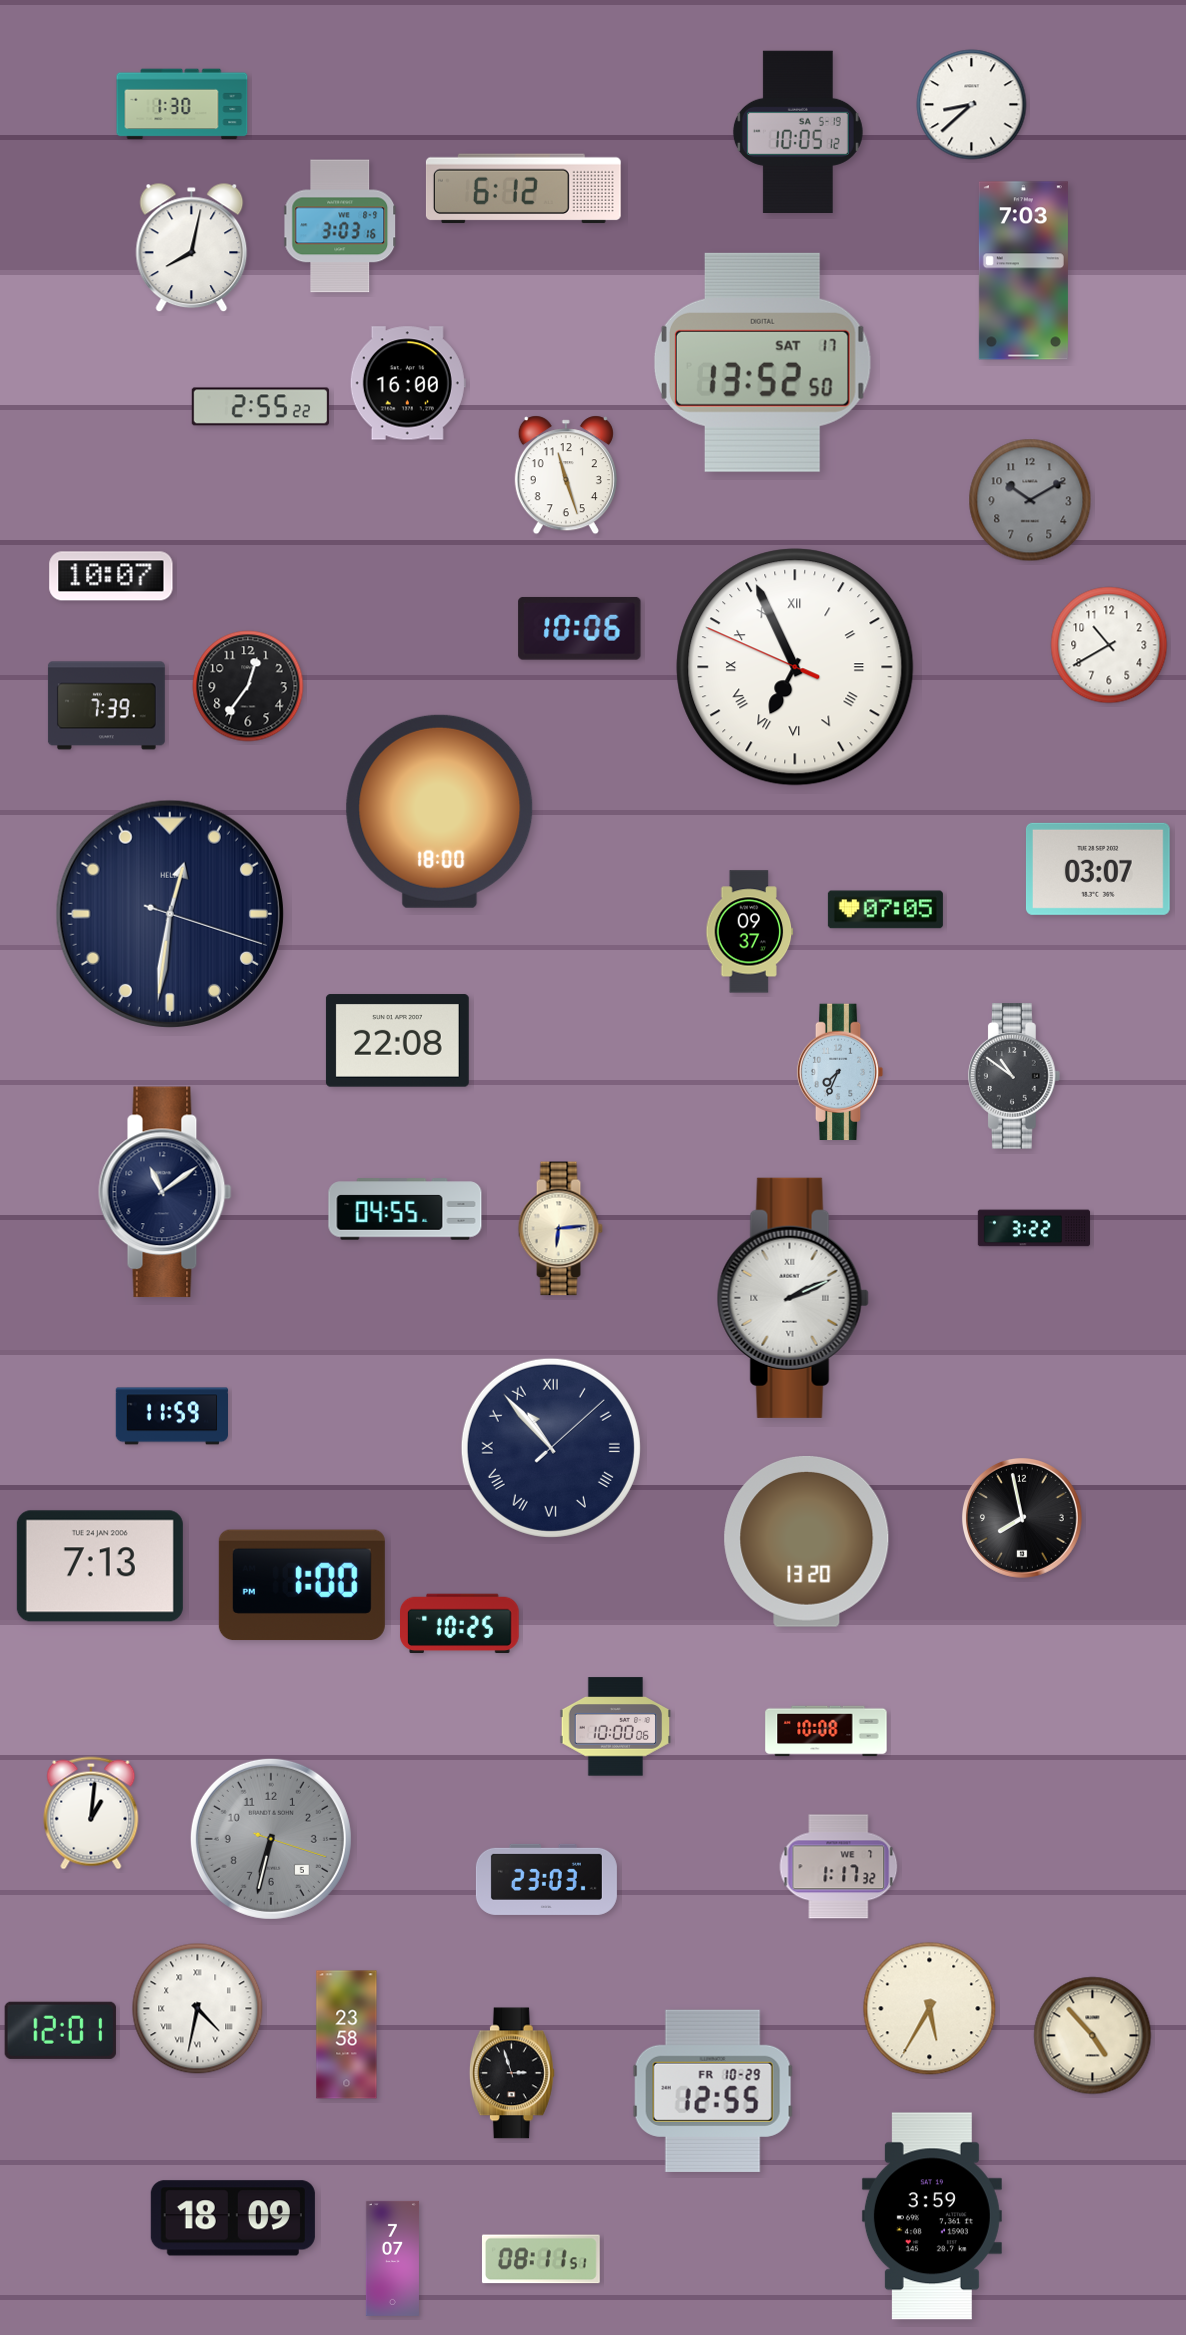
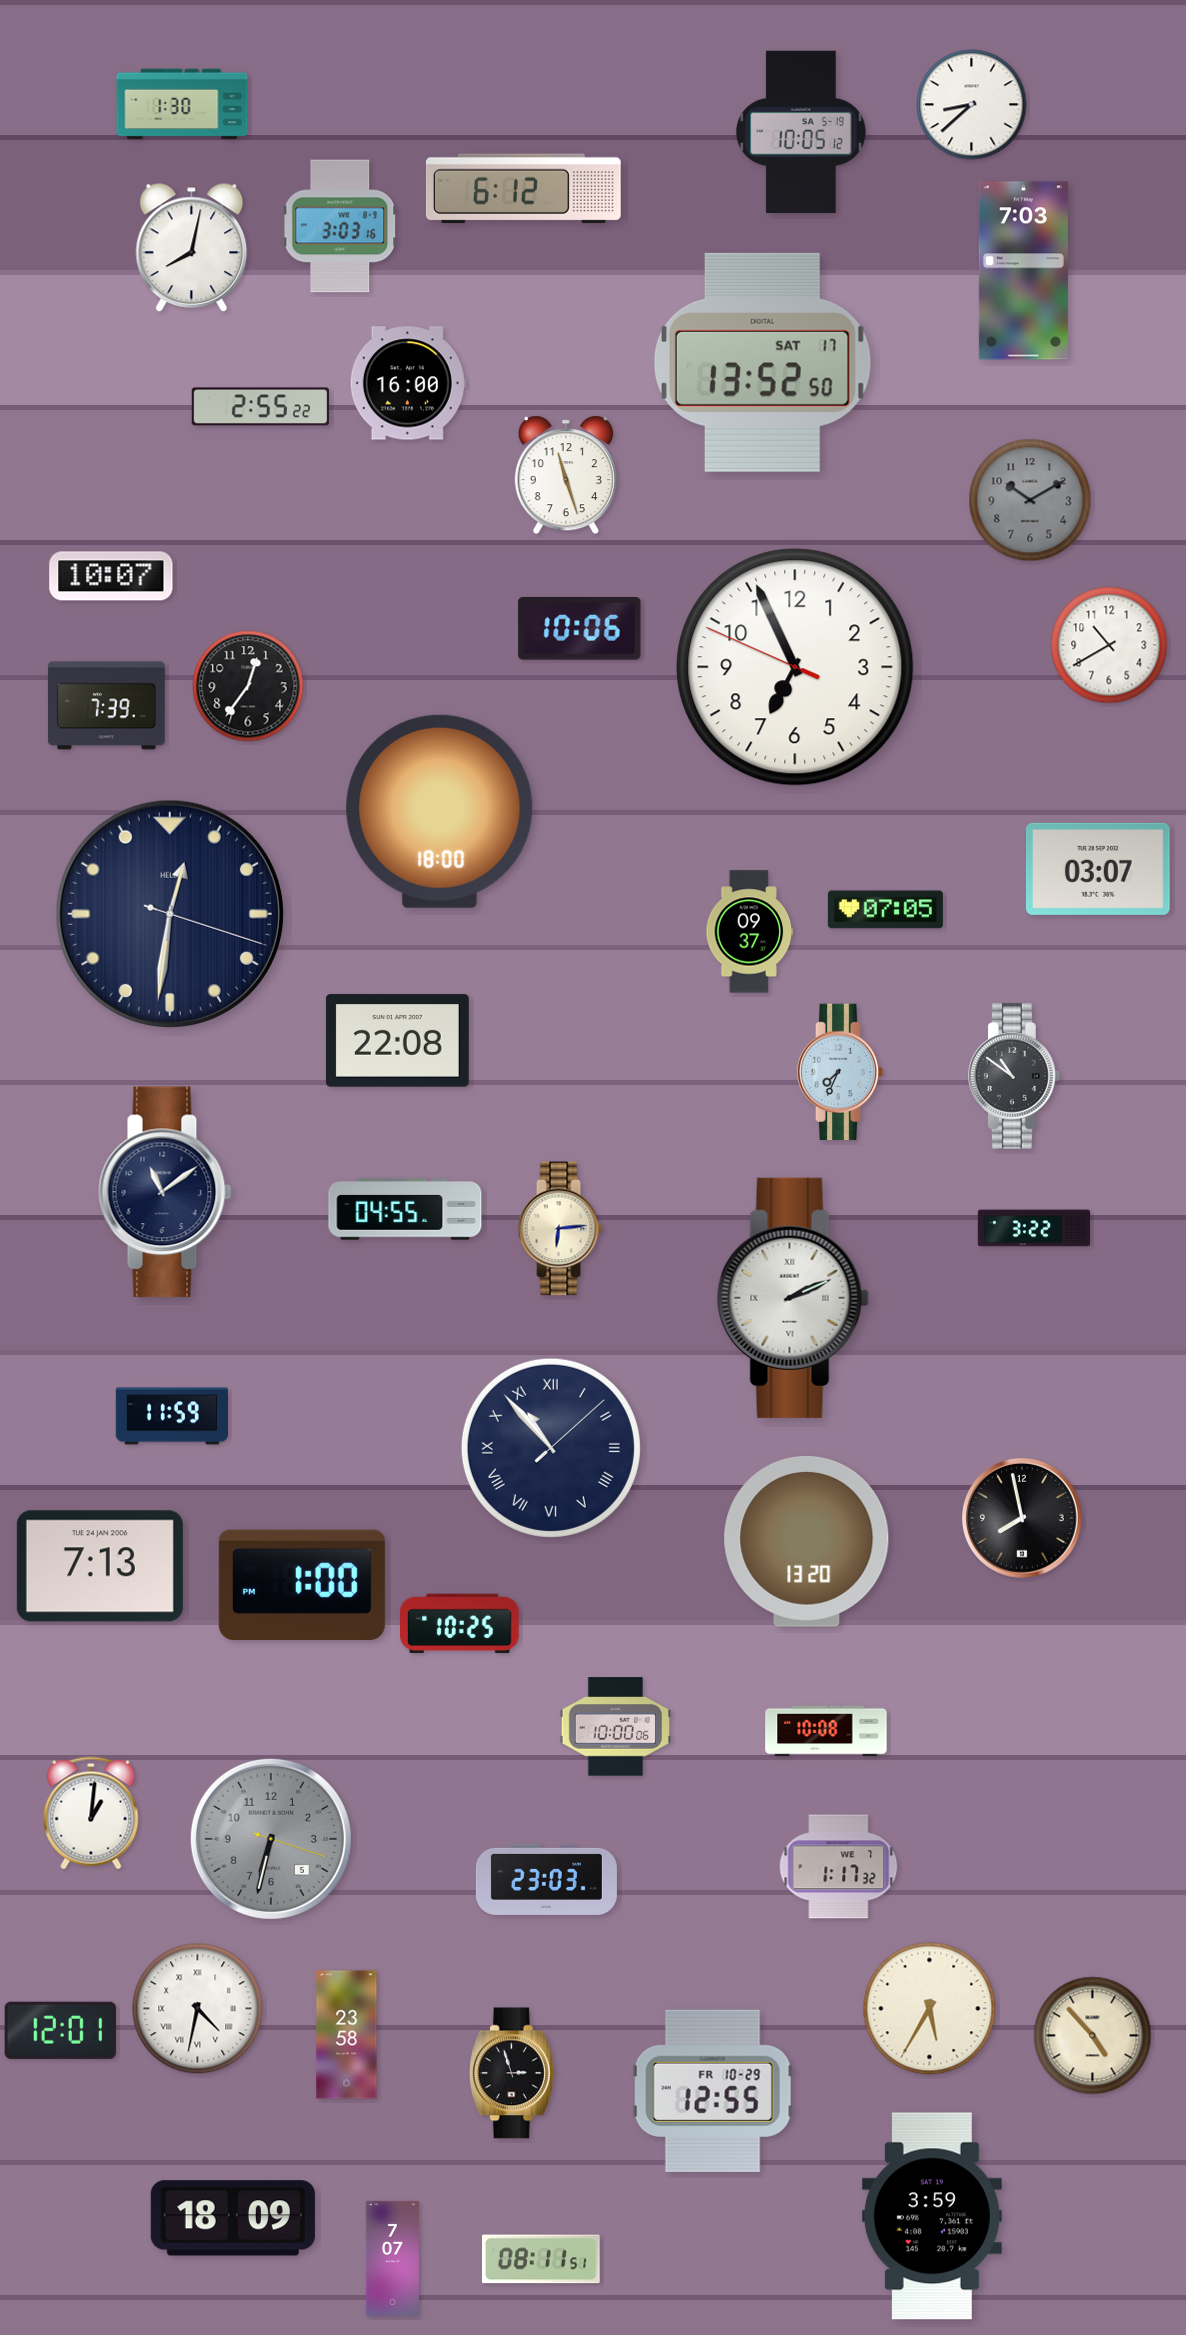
clock at (798, 131) position: (798, 131) -> (801, 131)
clock at (795, 667) numerals: Roman -> Arabic
